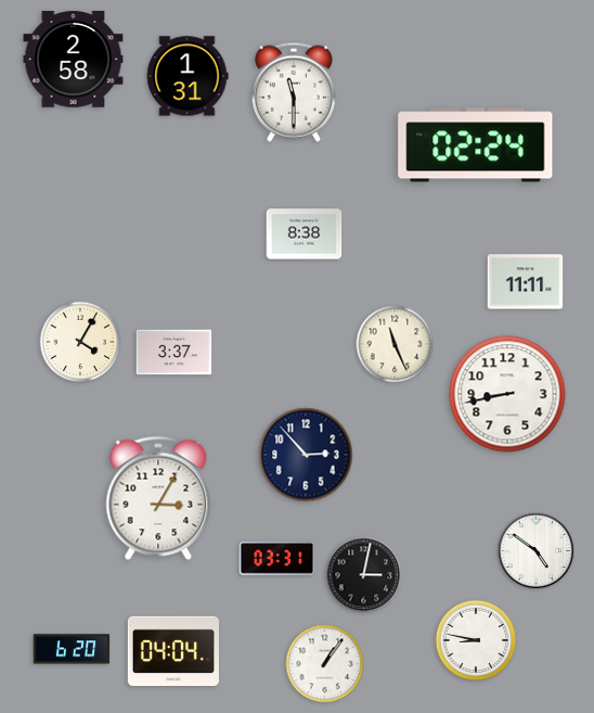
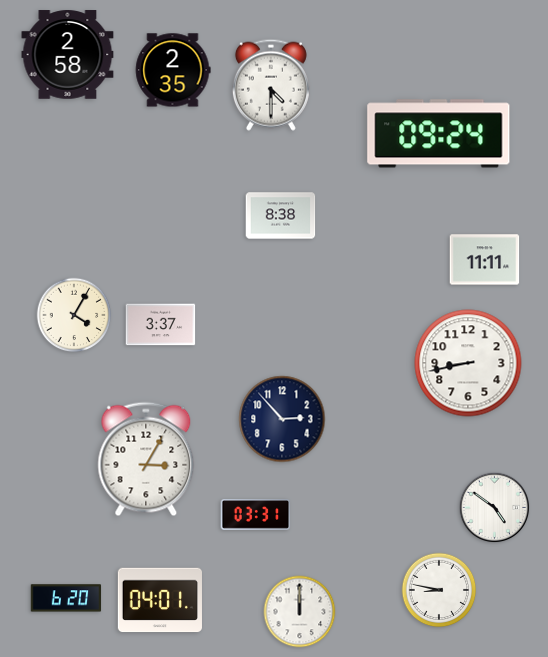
clock at (188, 76): 1:31 -> 2:35
clock at (294, 92): 11:30 -> 4:30
clock at (476, 145): 02:24 -> 09:24
clock at (395, 344): 11:26 -> none
clock at (364, 575): 3:02 -> none
clock at (173, 651): 04:04 -> 04:01
clock at (325, 664): 1:06 -> 12:00
